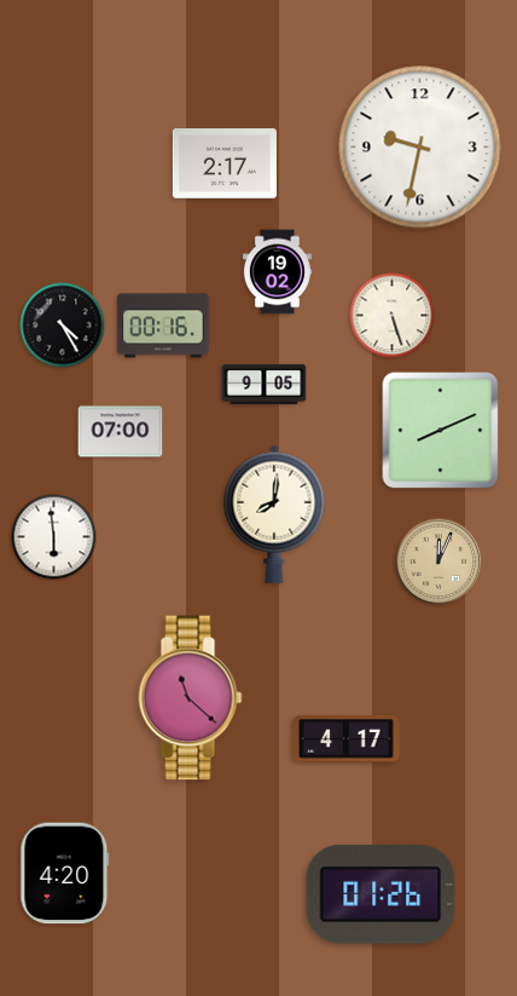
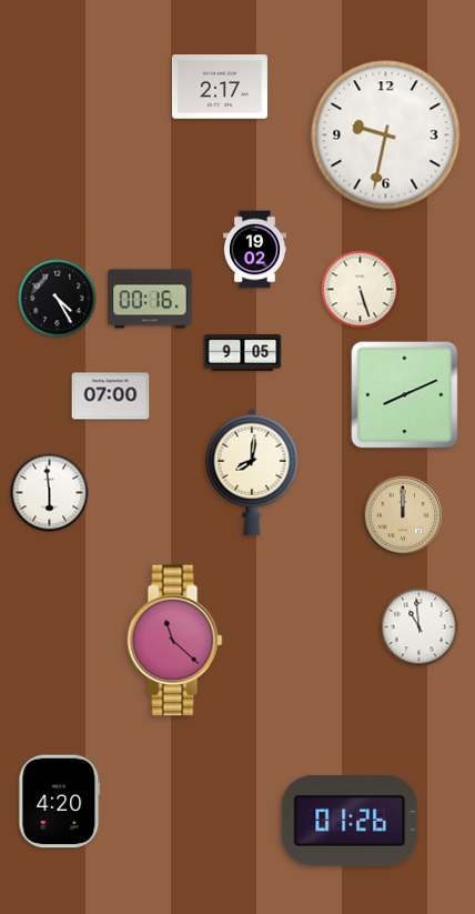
clock at (225, 163) position: (225, 163) -> (220, 87)
clock at (438, 562): 12:04 -> 12:00
clock at (420, 627): none -> 10:59
clock at (347, 739): 4:17 -> none
